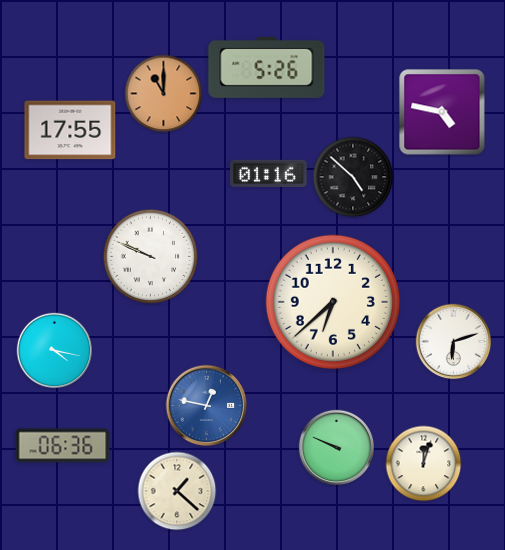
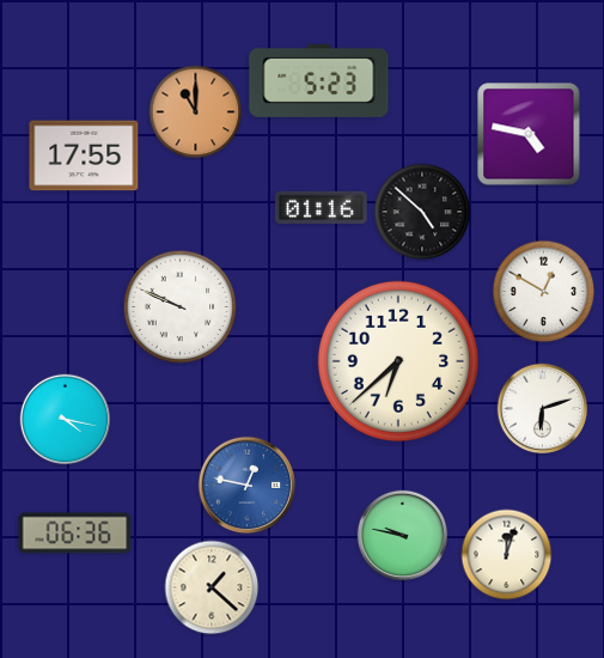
clock at (267, 67): 5:26 -> 5:23
clock at (544, 292): none -> 12:50
clock at (337, 448): 9:49 -> 9:47
